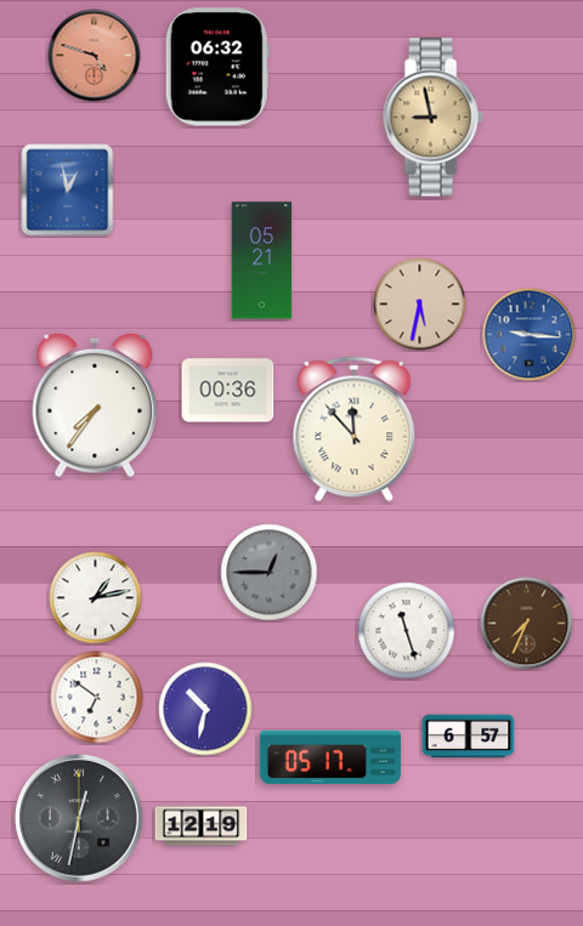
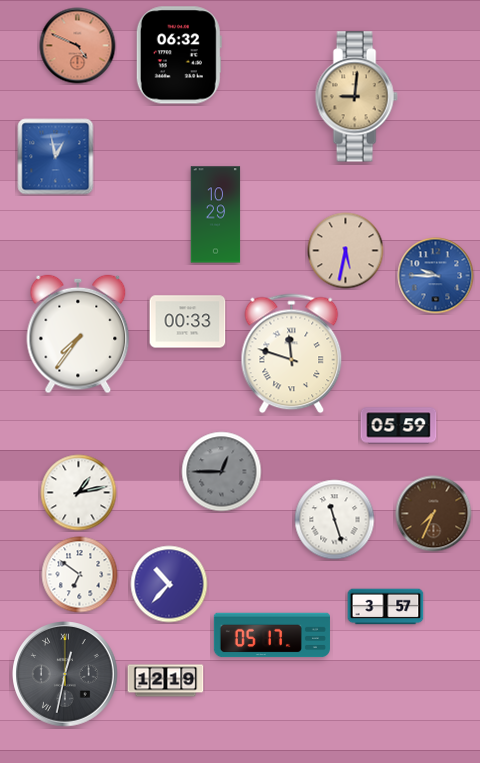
clock at (95, 56): 4:48 -> 4:49
clock at (432, 118): 8:58 -> 9:01
clock at (262, 261): 05:21 -> 10:29
clock at (530, 335): 9:16 -> 9:45
clock at (228, 391): 00:36 -> 00:33
clock at (355, 430): 11:53 -> 11:48
clock at (399, 426): none -> 05:59
clock at (205, 709): 10:32 -> 10:37
clock at (469, 737): 6:57 -> 3:57
clock at (330, 757) position: (330, 757) -> (272, 635)
